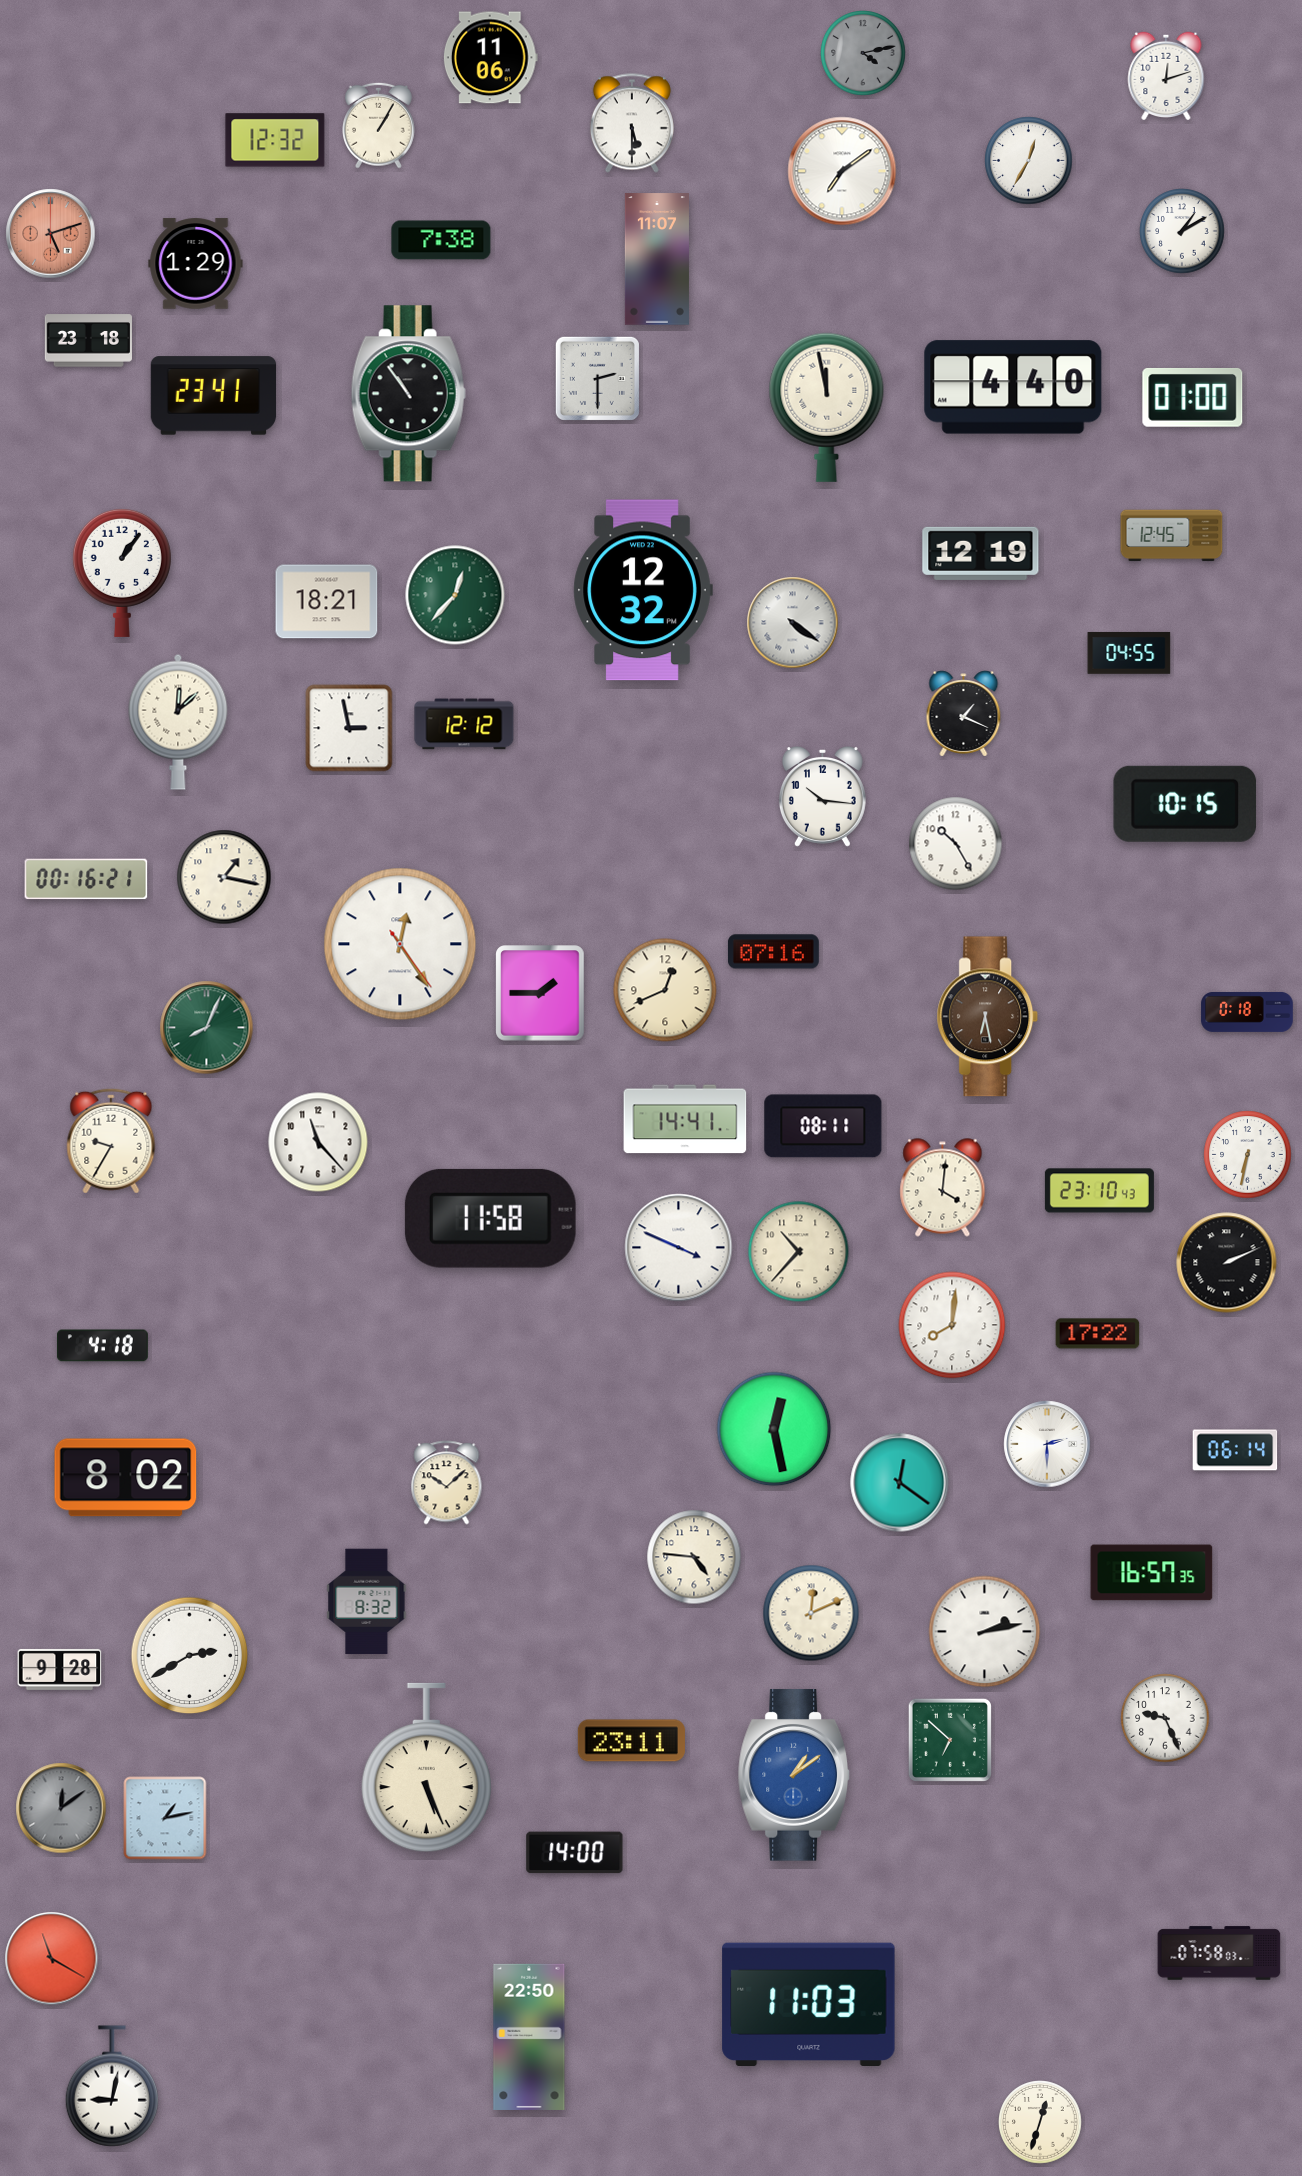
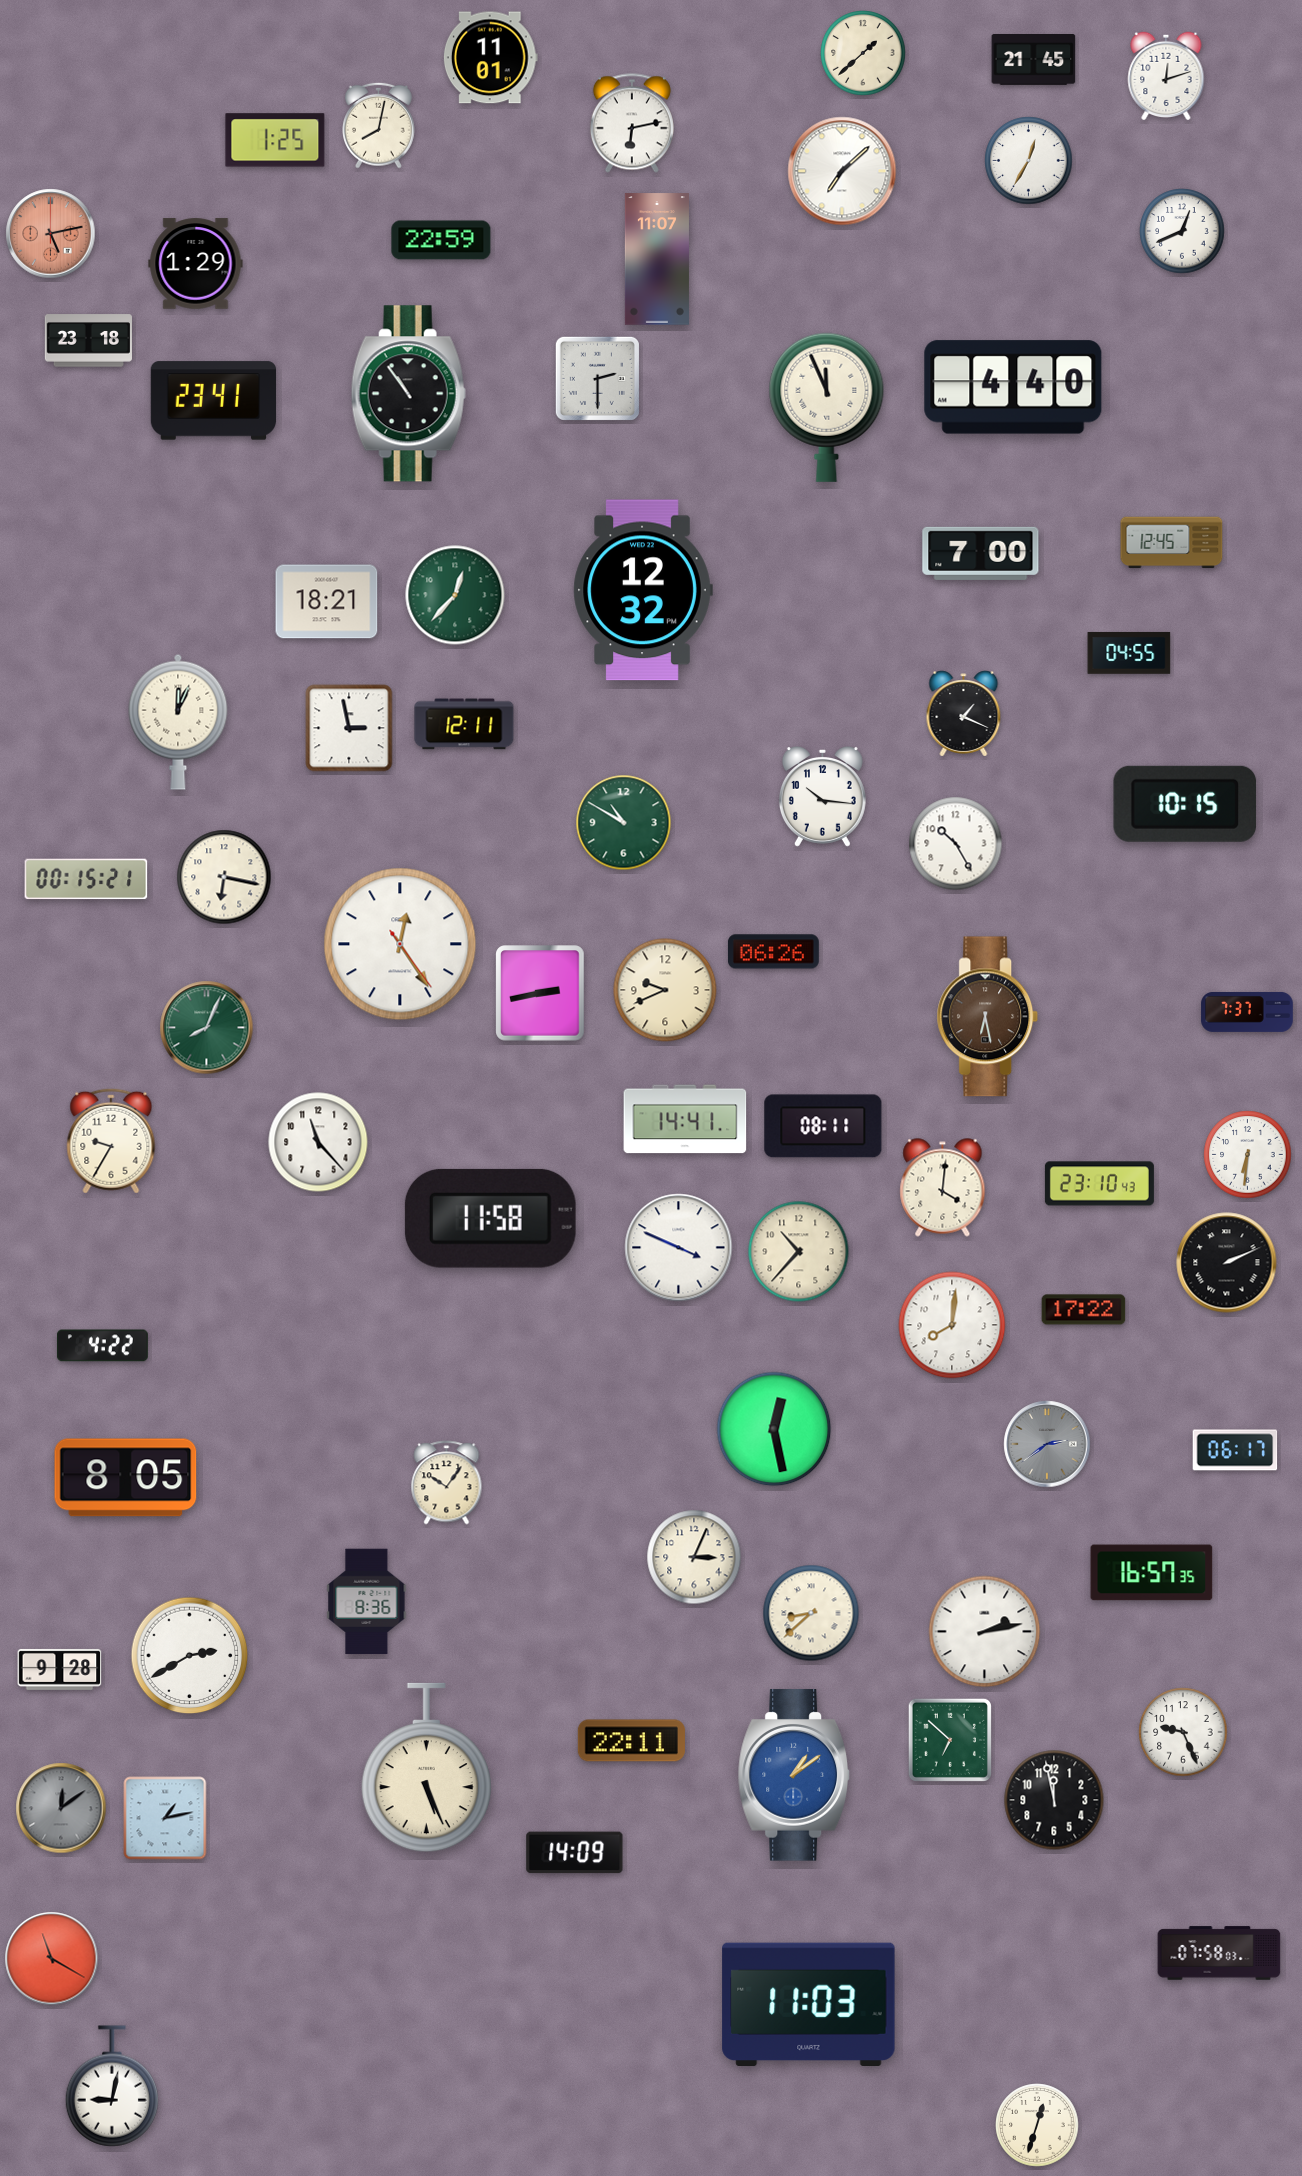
clock at (863, 53): 4:13 -> 1:38
clock at (863, 53) dial: grey -> cream
clock at (490, 58): 11:06 -> 11:01
clock at (1034, 60): none -> 21:45
clock at (632, 123): 5:30 -> 6:13
clock at (379, 125): 1:05 -> 8:02
clock at (275, 140): 12:32 -> 1:25
clock at (842, 171): 7:09 -> 7:08
clock at (1182, 231): 1:10 -> 12:41
clock at (51, 234): 5:12 -> 5:13
clock at (441, 240): 7:38 -> 22:59
clock at (214, 396) position: (214, 396) -> (214, 401)
clock at (1193, 397): 01:00 -> none
clock at (827, 407): 11:58 -> 11:56
clock at (1172, 536) position: (1172, 536) -> (1172, 543)
clock at (981, 553): 12:19 -> 7:00
clock at (122, 572): 1:06 -> none
clock at (793, 623): 4:21 -> none
clock at (178, 722): 12:08 -> 12:04
clock at (464, 724): 12:12 -> 12:11
clock at (624, 823): none -> 10:50
clock at (224, 877): 1:17 -> 6:17
clock at (86, 879): 00:16 -> 00:15
clock at (774, 952): 07:16 -> 06:26
clock at (665, 990): 12:41 -> 9:41
clock at (540, 993): 1:45 -> 2:43
clock at (1247, 1012): 0:18 -> 7:37
clock at (1248, 1155): 6:32 -> 6:31
clock at (1099, 1191) position: (1099, 1191) -> (1099, 1184)
clock at (1098, 1334) position: (1098, 1334) -> (1084, 1310)
clock at (103, 1346): 4:18 -> 4:22
clock at (1047, 1444): 2:30 -> 2:39
clock at (1047, 1444) dial: white -> grey
clock at (1235, 1450): 06:14 -> 06:17
clock at (126, 1478): 8:02 -> 8:05
clock at (447, 1483): 10:08 -> 10:06
clock at (900, 1483): 12:21 -> none
clock at (694, 1557): 4:46 -> 3:04
clock at (367, 1602): 8:32 -> 8:36
clock at (811, 1613): 12:11 -> 8:38
clock at (1165, 1718) position: (1165, 1718) -> (1183, 1732)
clock at (631, 1741): 23:11 -> 22:11
clock at (1054, 1800): none -> 11:58
clock at (575, 1853): 14:00 -> 14:09
clock at (529, 2037): 22:50 -> none
clock at (1040, 2122) position: (1040, 2122) -> (1037, 2125)
